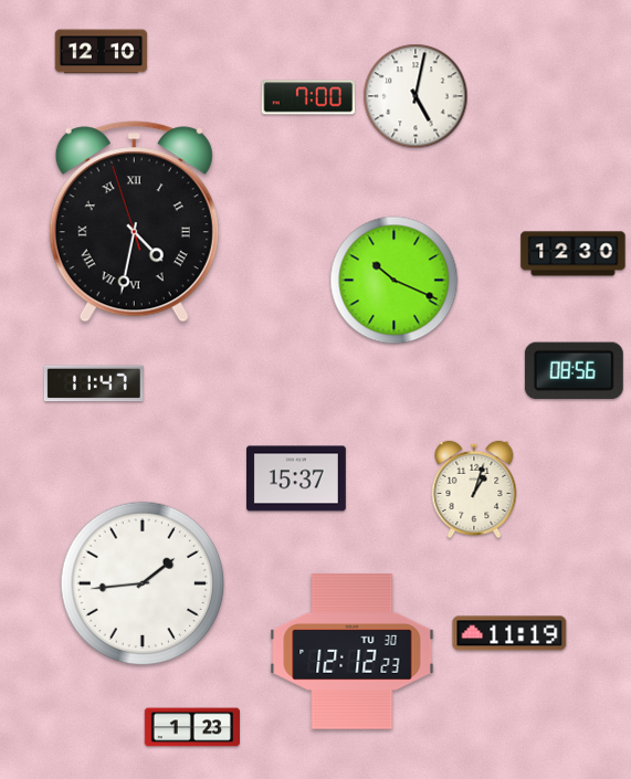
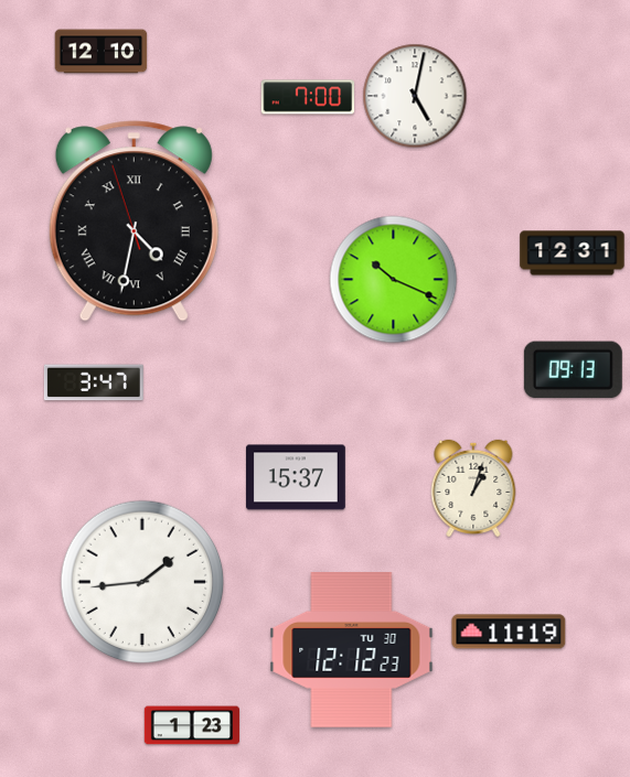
clock at (574, 254): 12:30 -> 12:31
clock at (574, 371): 08:56 -> 09:13
clock at (94, 383): 11:47 -> 3:47
